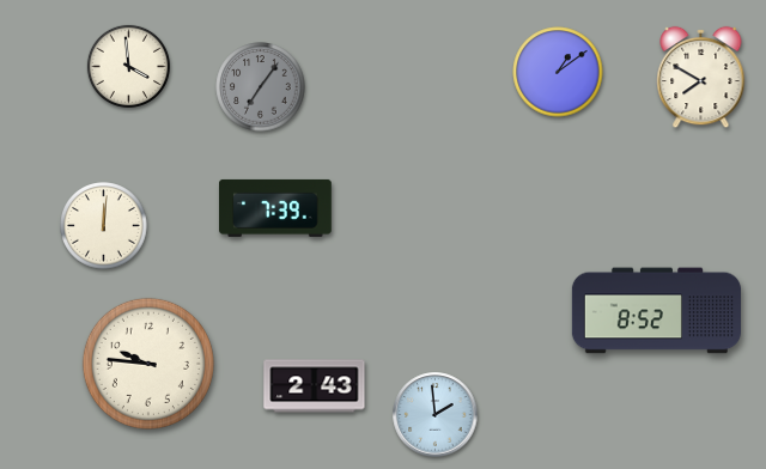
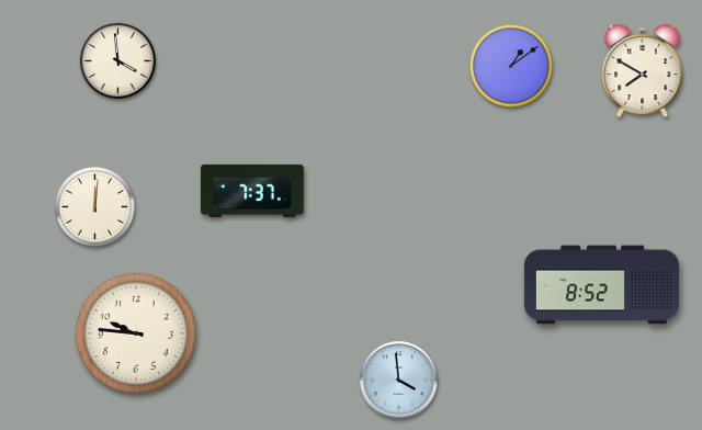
clock at (261, 87): 7:06 -> none
clock at (276, 208): 7:39 -> 7:37
clock at (315, 386): 2:43 -> none
clock at (436, 415): 1:59 -> 3:59
